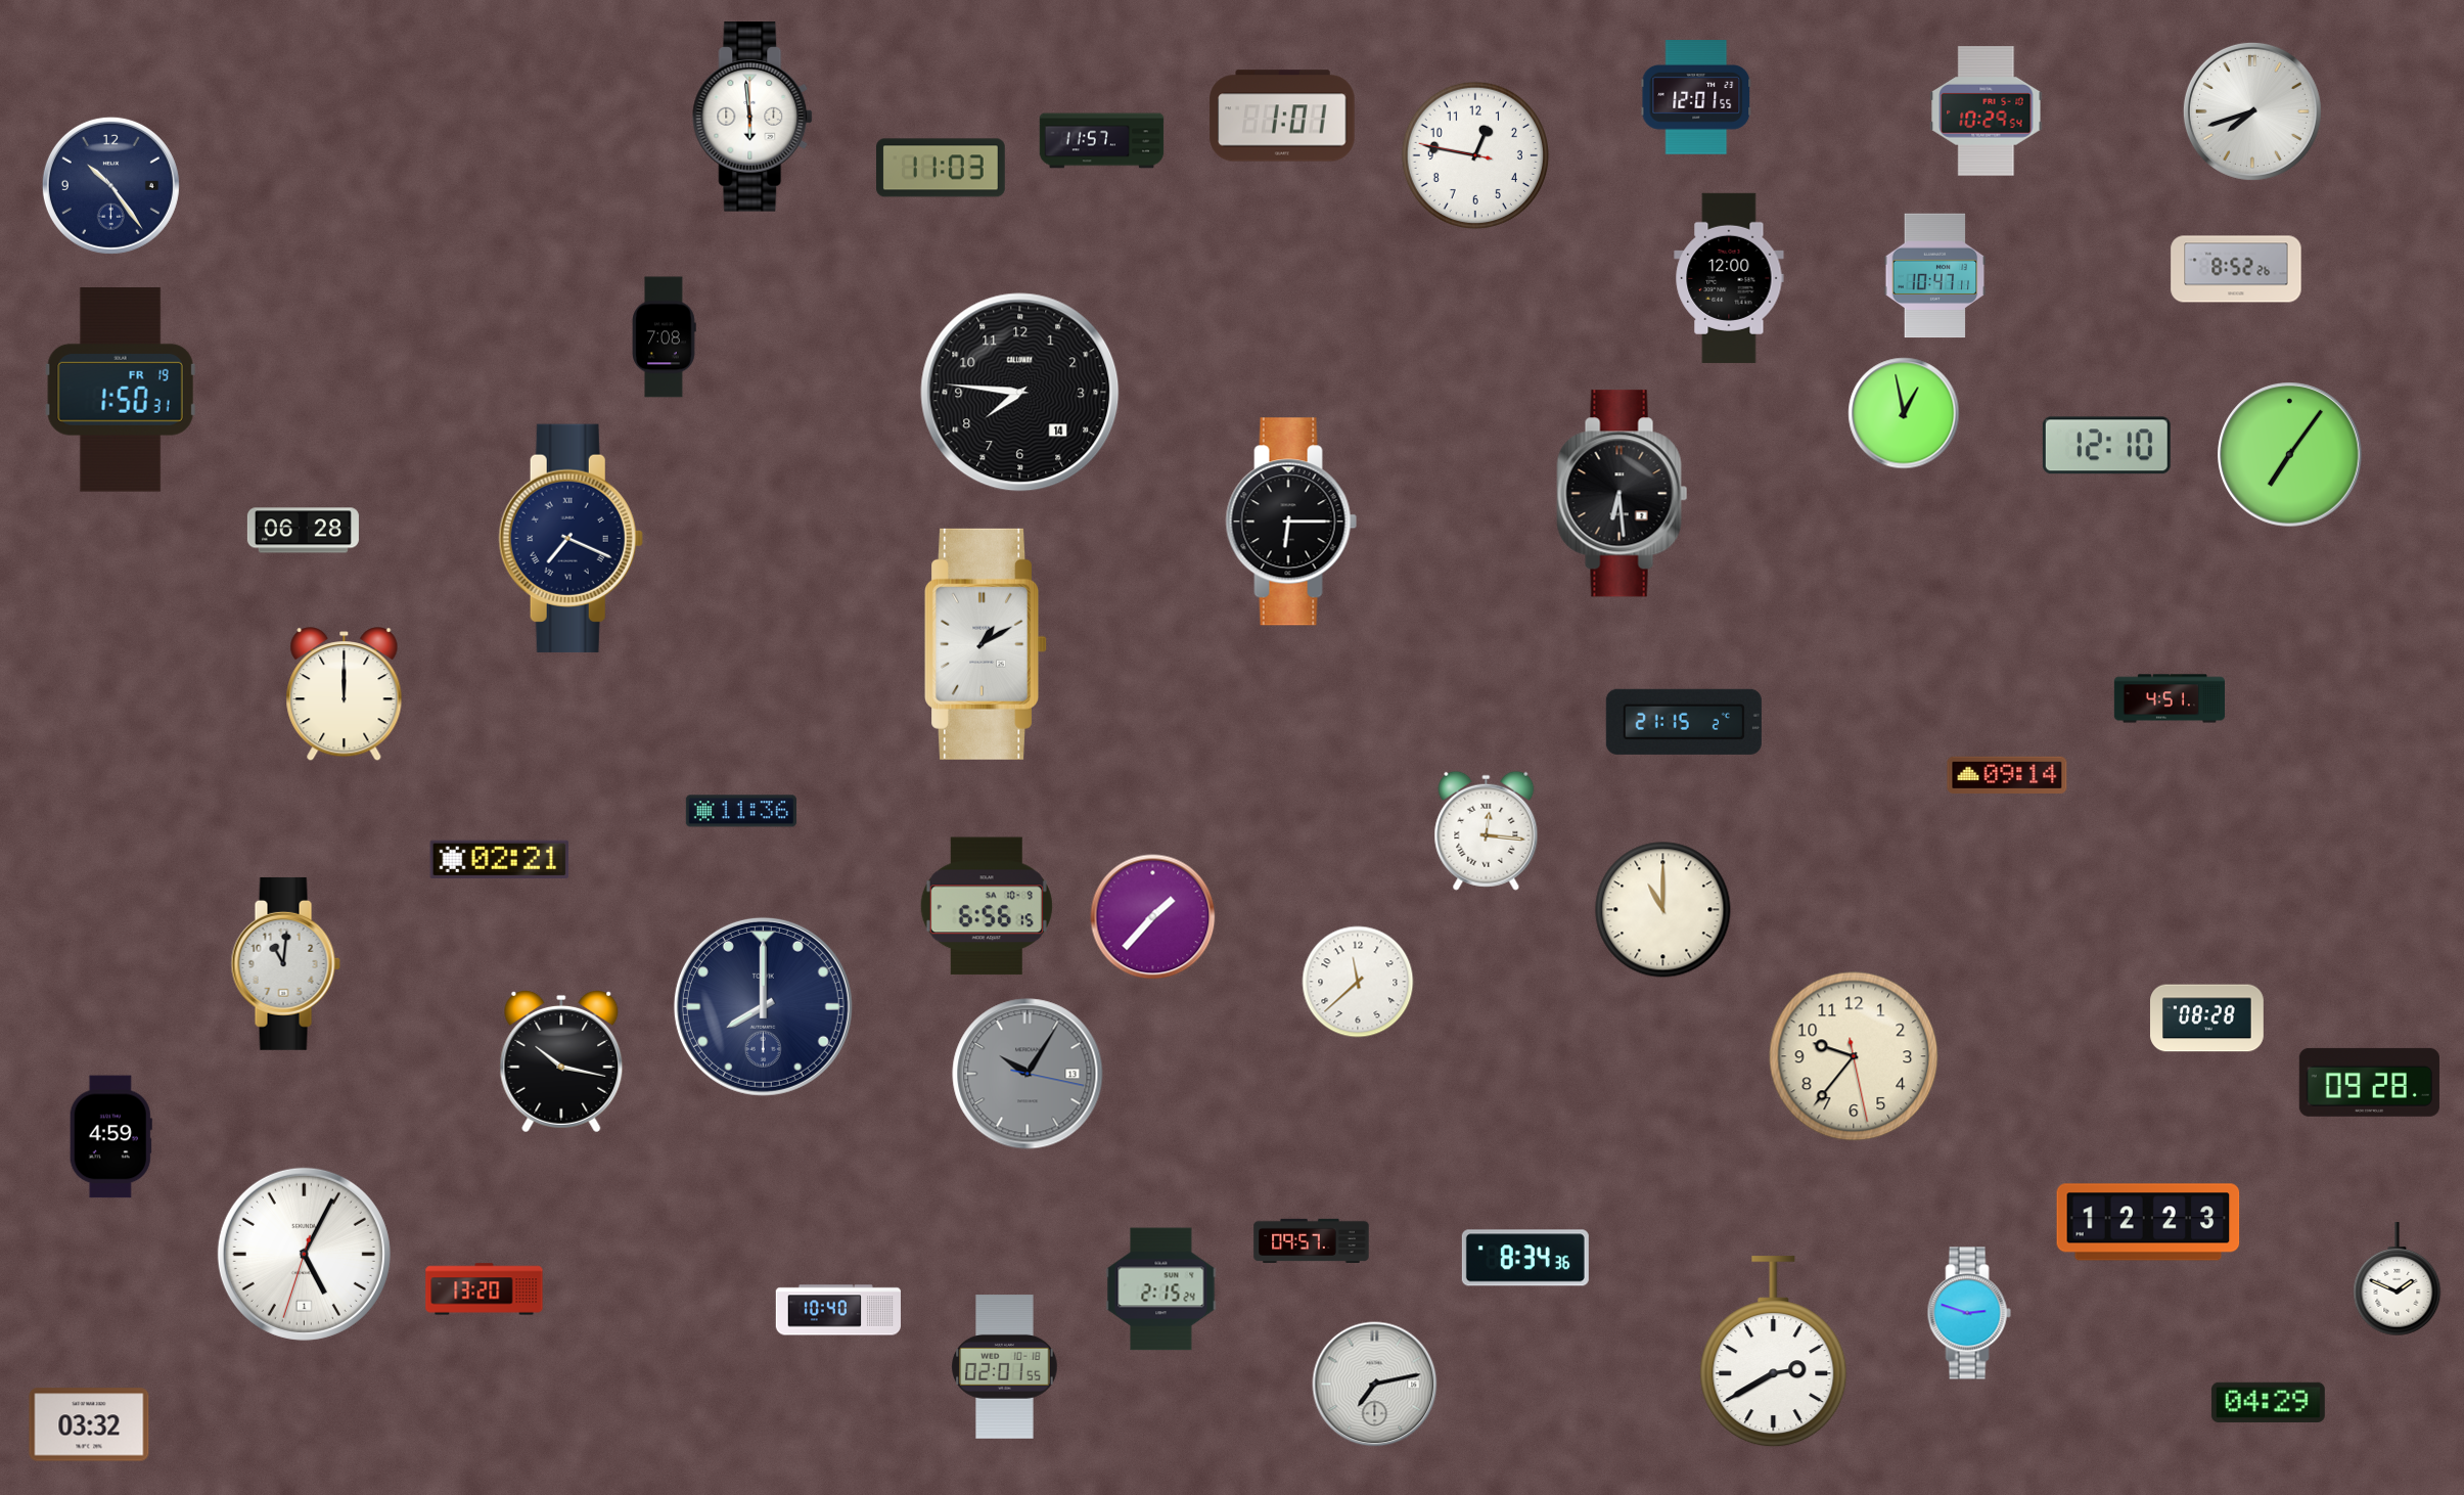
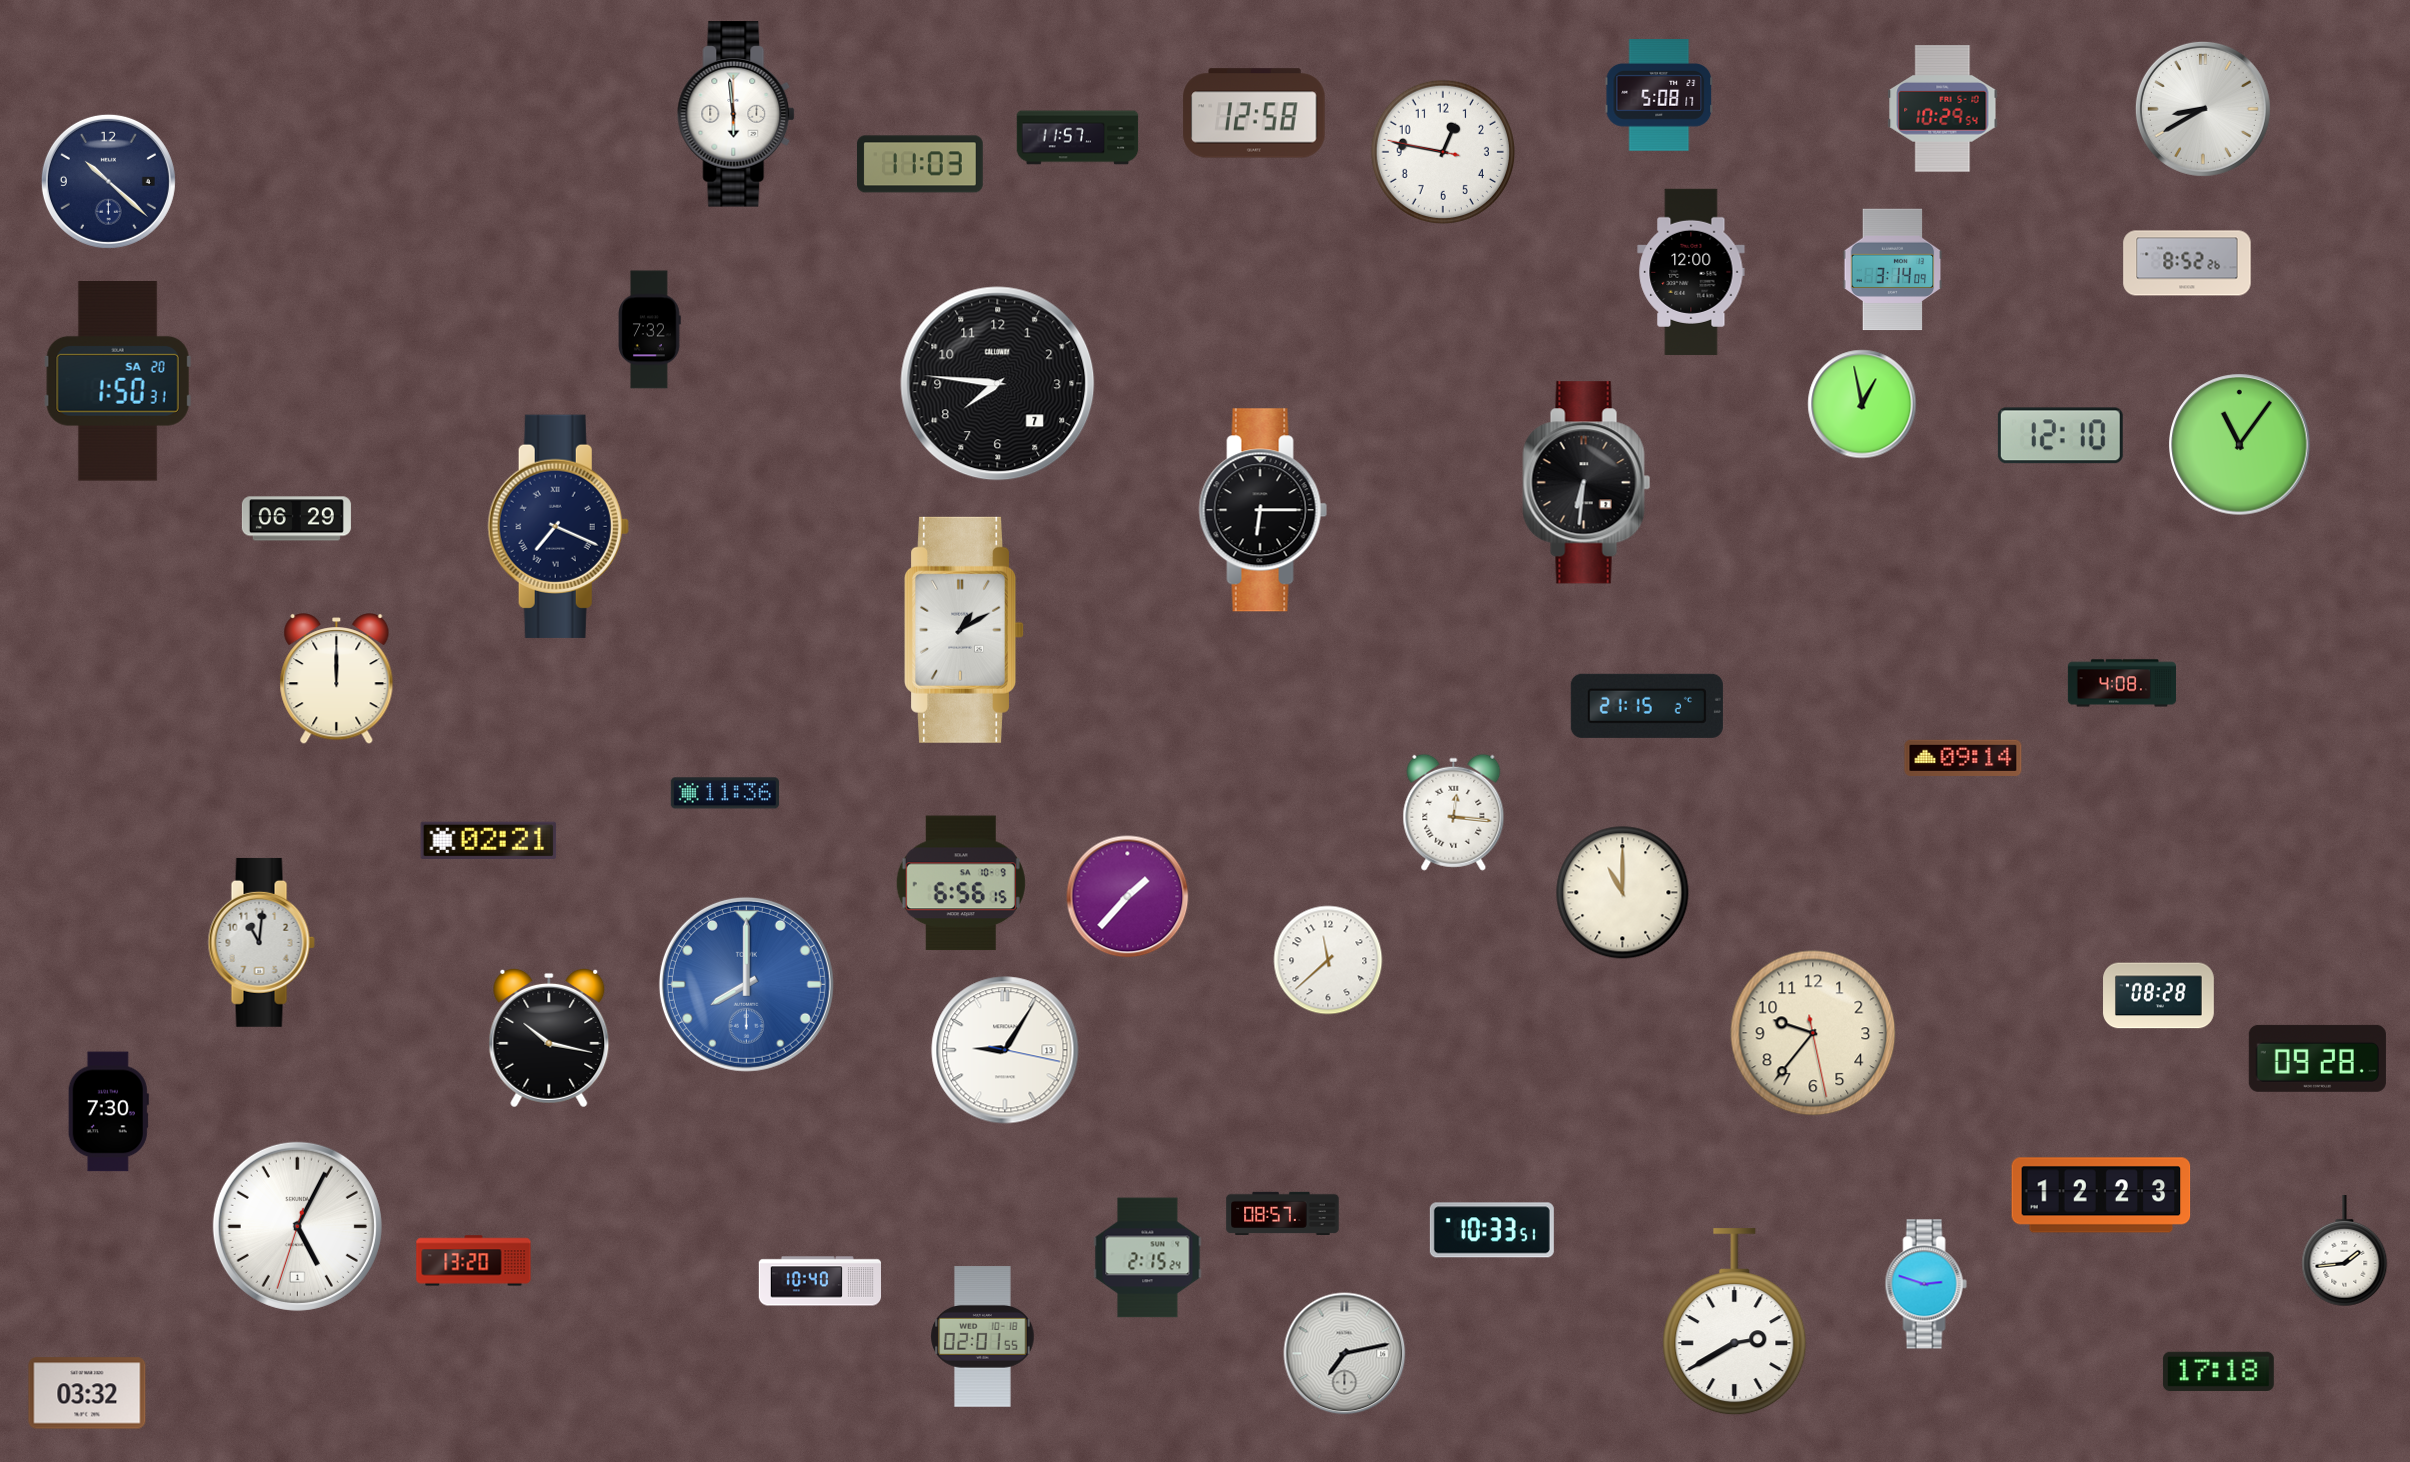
clock at (1696, 97): 12:01 -> 5:08
clock at (2252, 111): 7:42 -> 8:40
clock at (1282, 116): 1:01 -> 12:58
clock at (110, 185): 10:24 -> 10:22
clock at (1935, 276): 10:47 -> 3:14
clock at (664, 337): 7:08 -> 7:32
clock at (121, 391) date: FR 19 -> SA 20
clock at (1020, 393) date: 14 -> 7
clock at (2290, 455): 7:06 -> 11:06
clock at (1623, 494): 6:29 -> 6:31
clock at (303, 531): 06:28 -> 06:29
clock at (2169, 698): 4:51 -> 4:08
clock at (987, 906) position: (987, 906) -> (961, 883)
clock at (1663, 910) position: (1663, 910) -> (1623, 893)
clock at (285, 963) position: (285, 963) -> (261, 942)
clock at (763, 1006) dial: navy -> blue
clock at (1028, 1074): 10:05 -> 9:05
clock at (1028, 1074) dial: grey -> white
clock at (110, 1137): 4:59 -> 7:30
clock at (1312, 1240): 09:57 -> 08:57
clock at (1525, 1258): 8:34 -> 10:33
clock at (2398, 1280): 1:49 -> 1:44
clock at (1161, 1289) position: (1161, 1289) -> (1148, 1258)
clock at (2268, 1402): 04:29 -> 17:18
